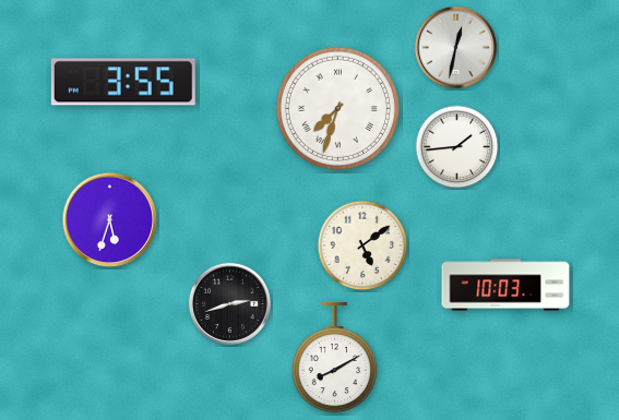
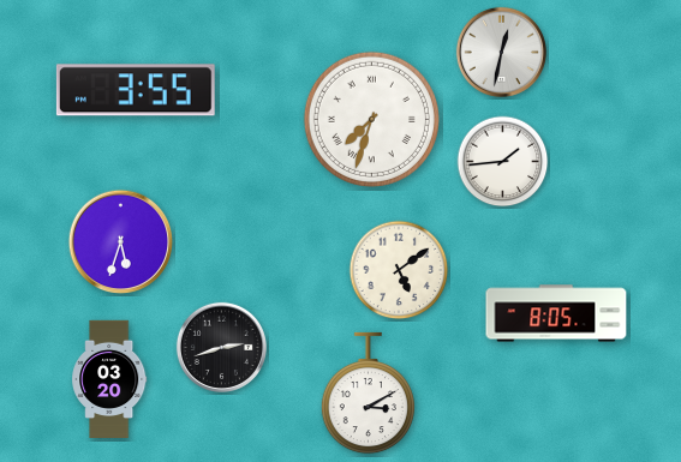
clock at (505, 285): 10:03 -> 8:05
clock at (229, 303) position: (229, 303) -> (221, 347)
clock at (109, 379): none -> 03:20
clock at (334, 358): 8:10 -> 3:10
